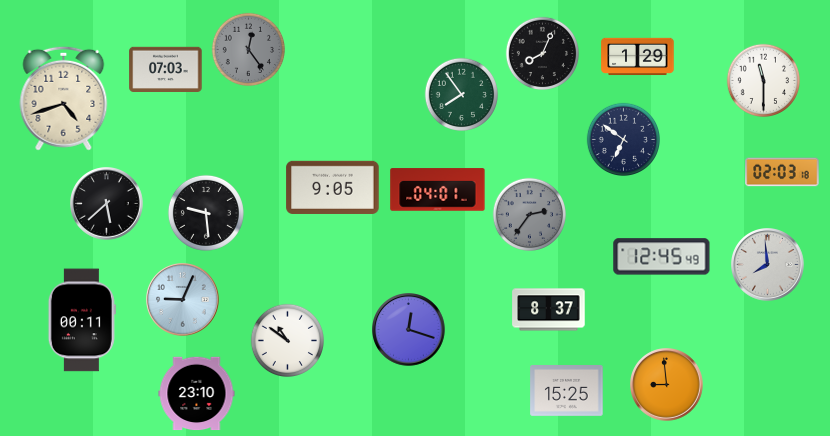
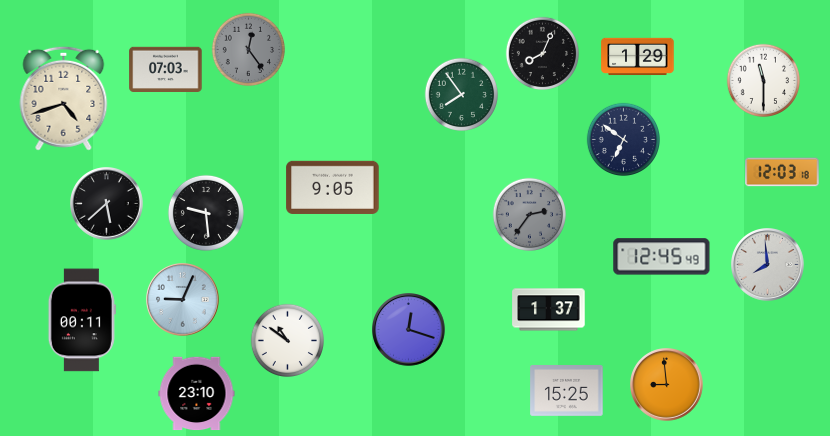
clock at (782, 172): 02:03 -> 12:03
clock at (438, 190): 04:01 -> none
clock at (549, 310): 8:37 -> 1:37
